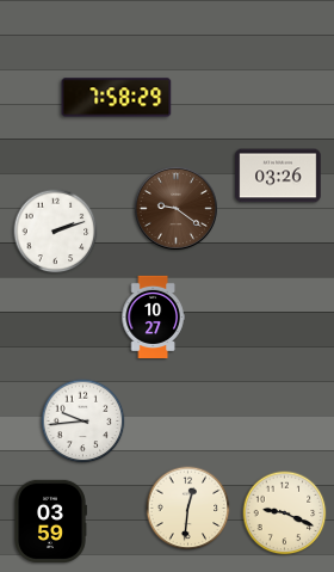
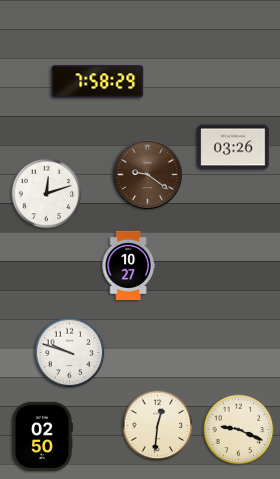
clock at (56, 232): 2:12 -> 12:12
clock at (83, 422): 9:44 -> 9:48
clock at (50, 521): 03:59 -> 02:50
